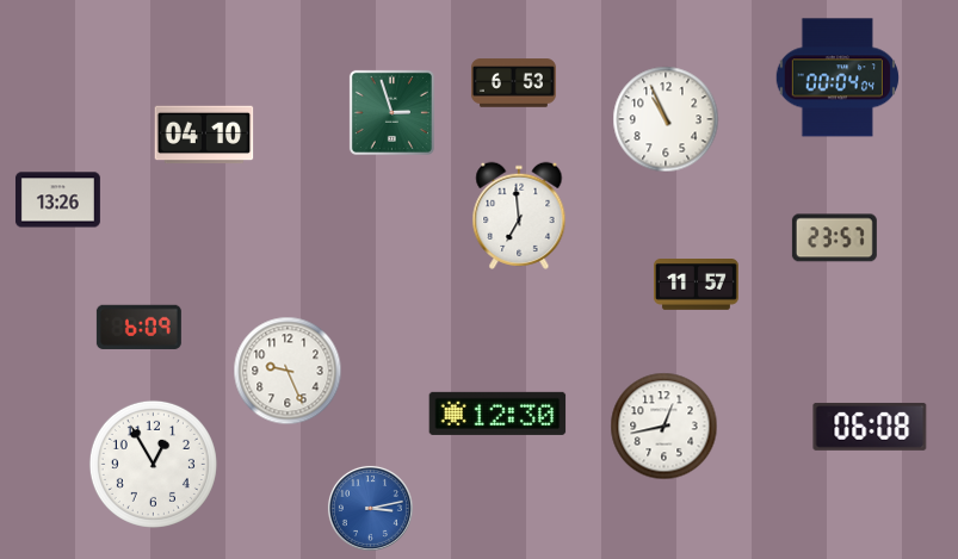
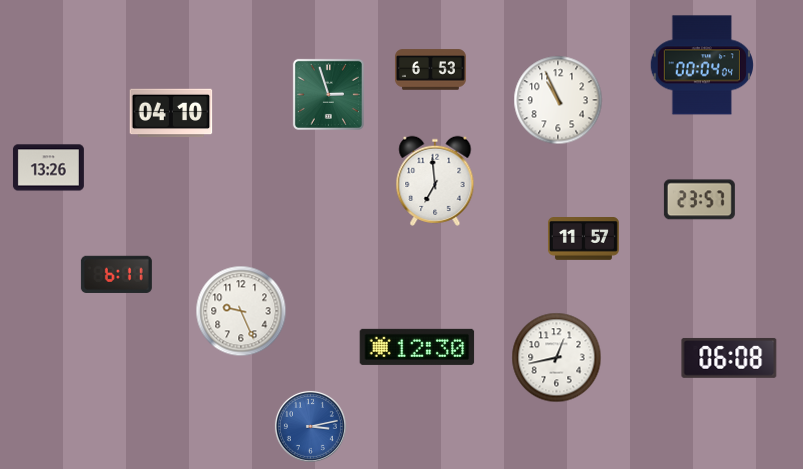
clock at (138, 327): 6:09 -> 6:11
clock at (153, 464): 12:55 -> none
